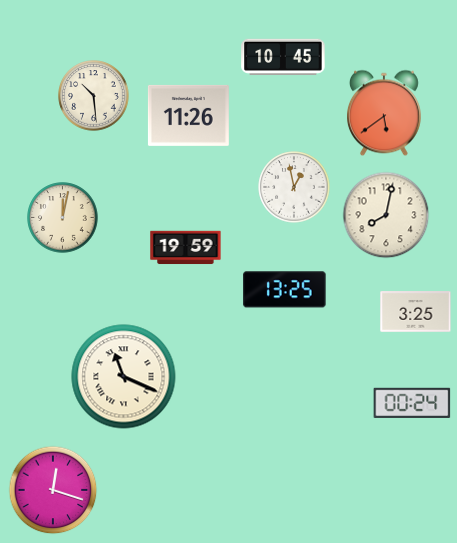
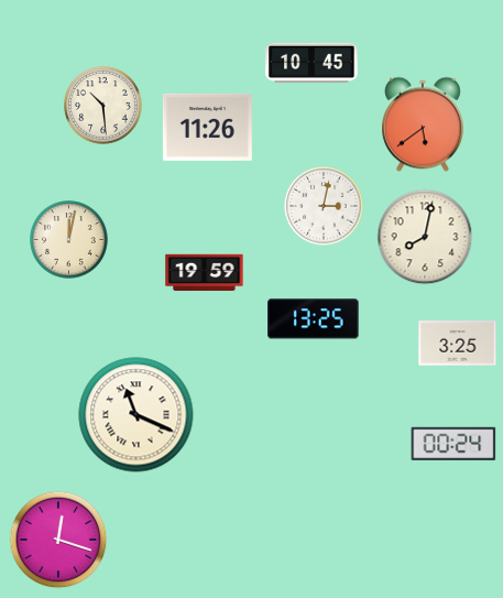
clock at (294, 187): 12:58 -> 3:02
